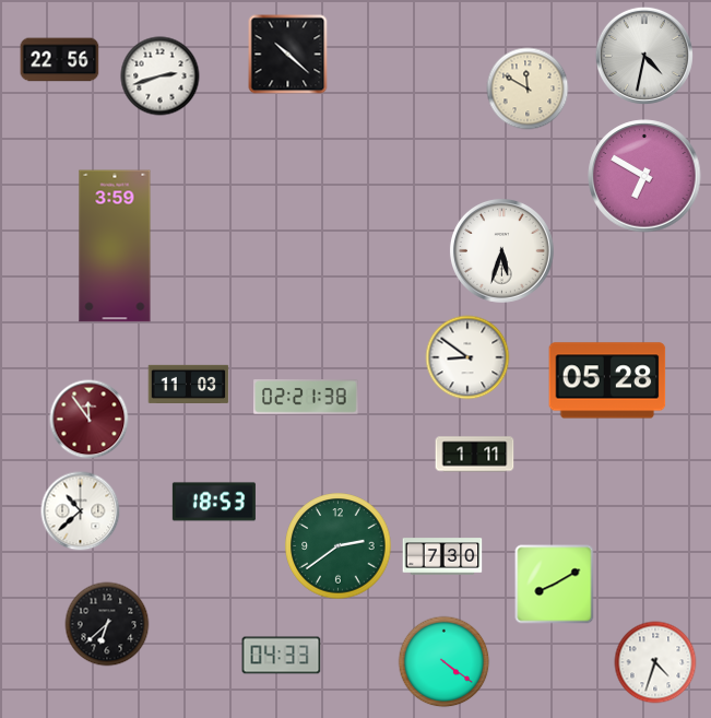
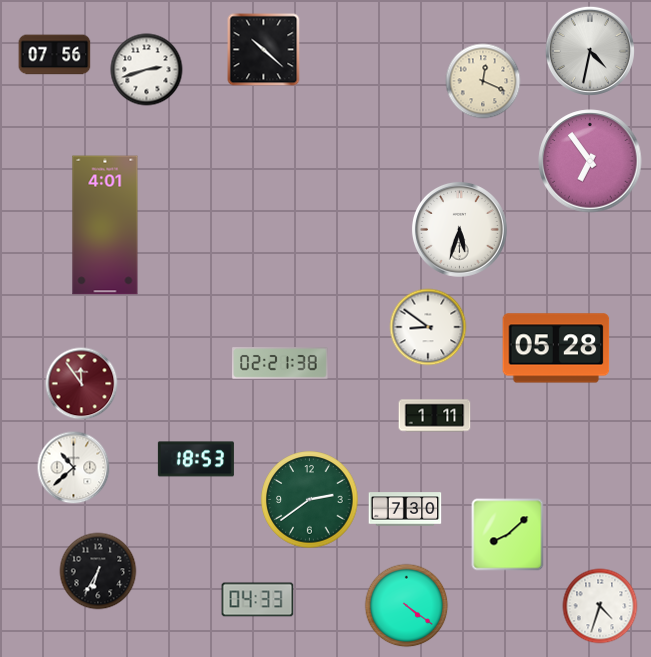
clock at (60, 60): 22:56 -> 07:56
clock at (528, 89): 11:50 -> 12:19
clock at (644, 176): 6:50 -> 6:54
clock at (115, 246): 3:59 -> 4:01
clock at (189, 384): 11:03 -> none
clock at (555, 585): 8:10 -> 8:08
clock at (107, 624): 6:38 -> 6:35
